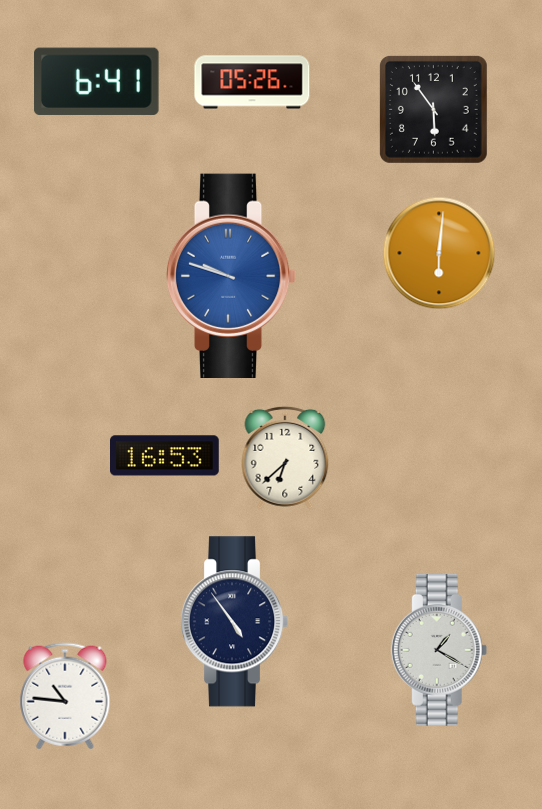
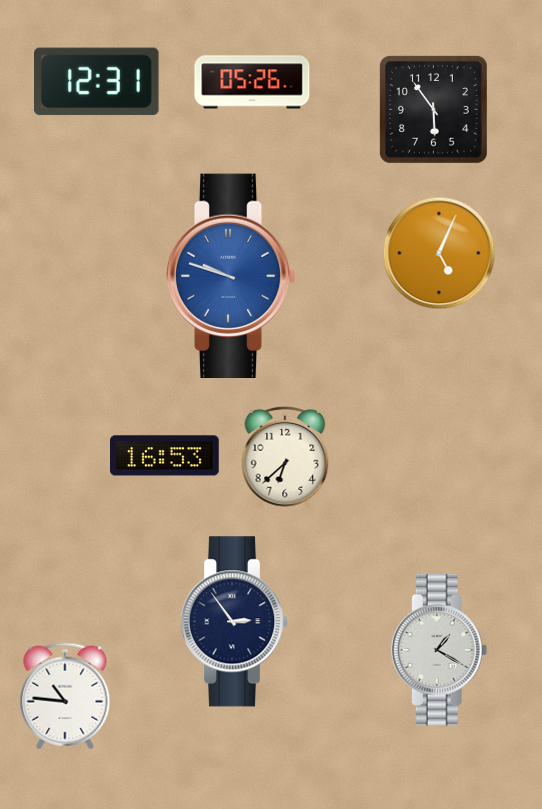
clock at (97, 81): 6:41 -> 12:31
clock at (439, 253): 6:01 -> 5:04
clock at (234, 622): 4:54 -> 2:54
